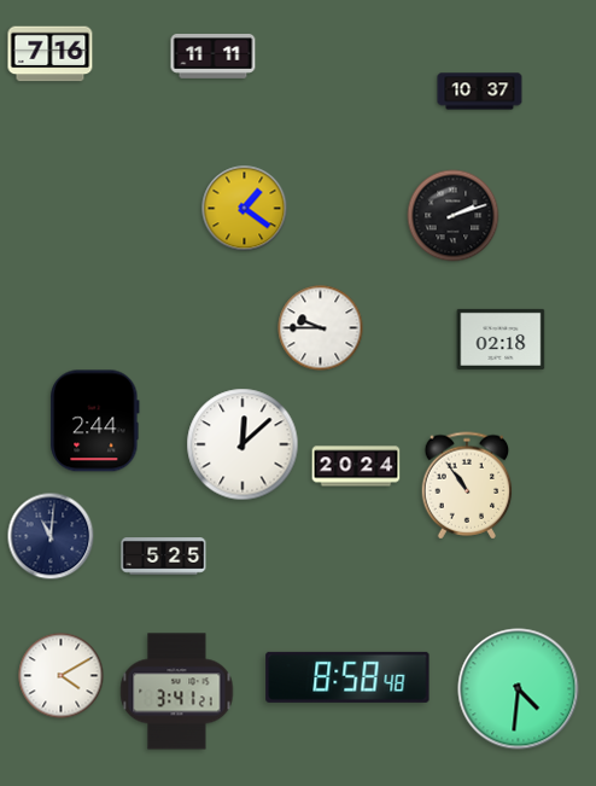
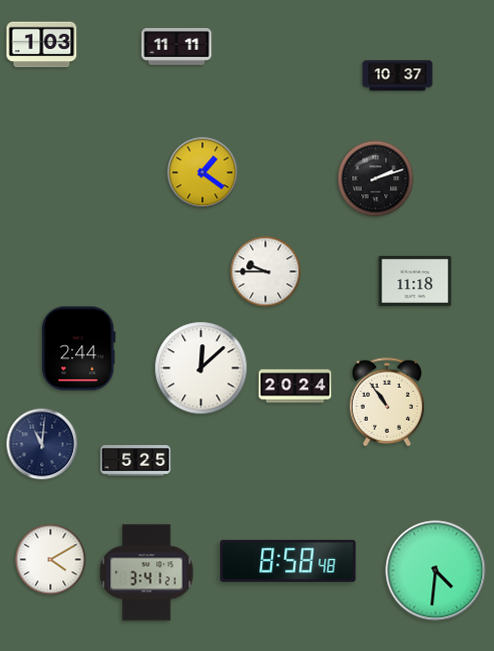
clock at (51, 54): 7:16 -> 1:03
clock at (501, 339): 02:18 -> 11:18
clock at (519, 689) position: (519, 689) -> (436, 571)
